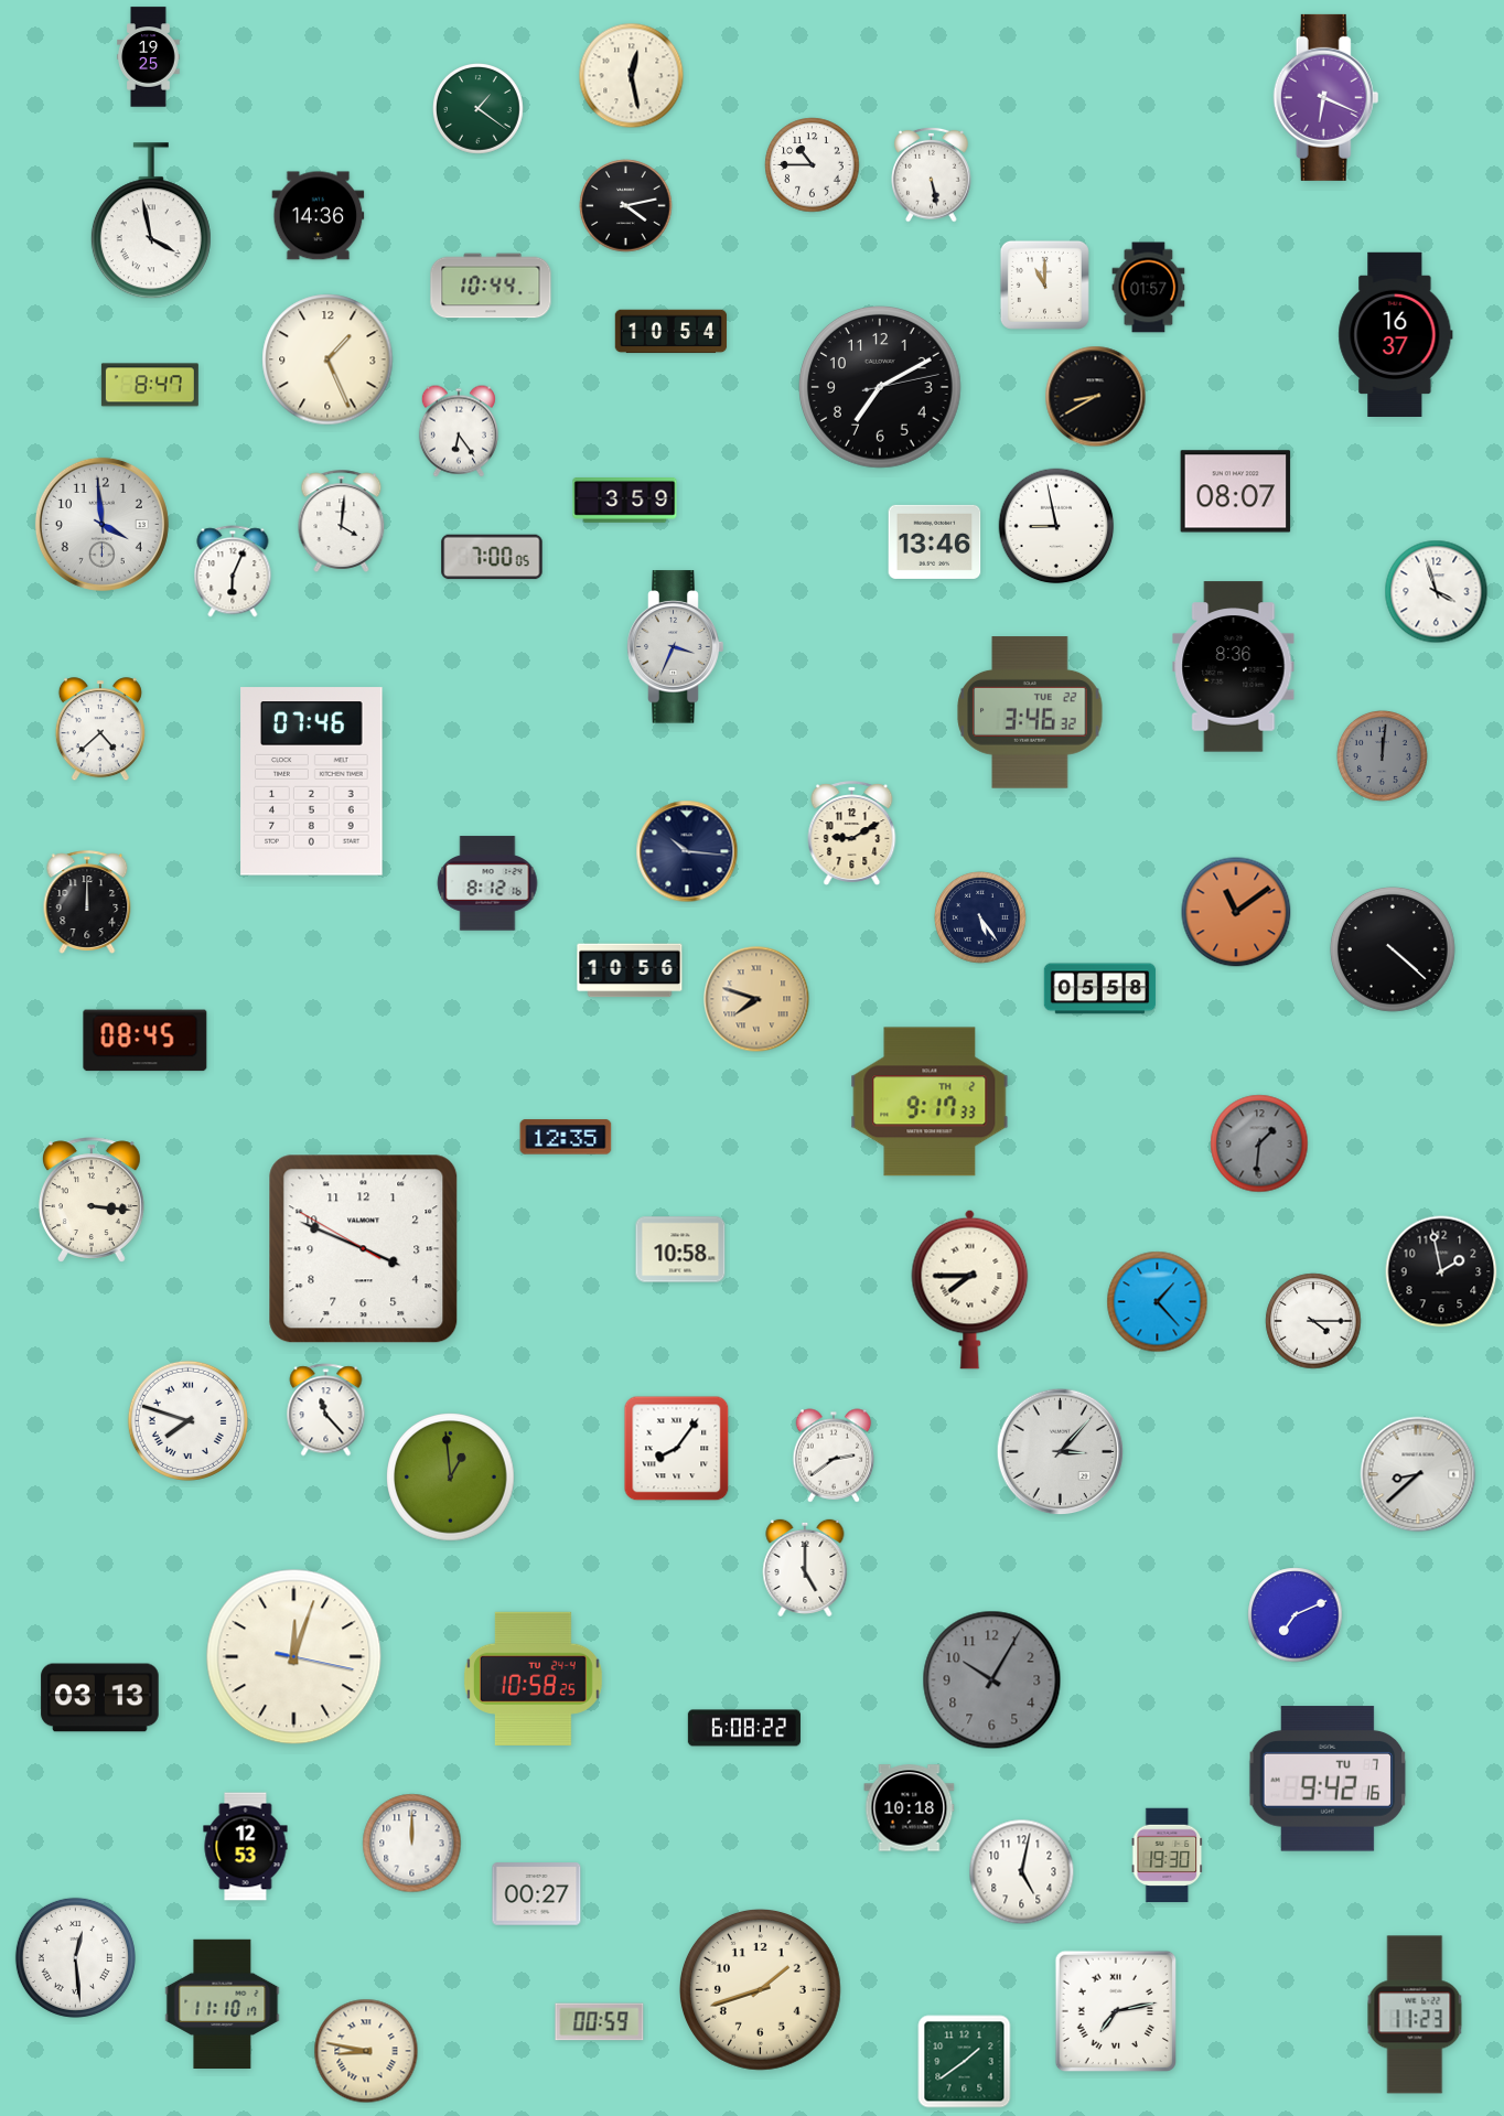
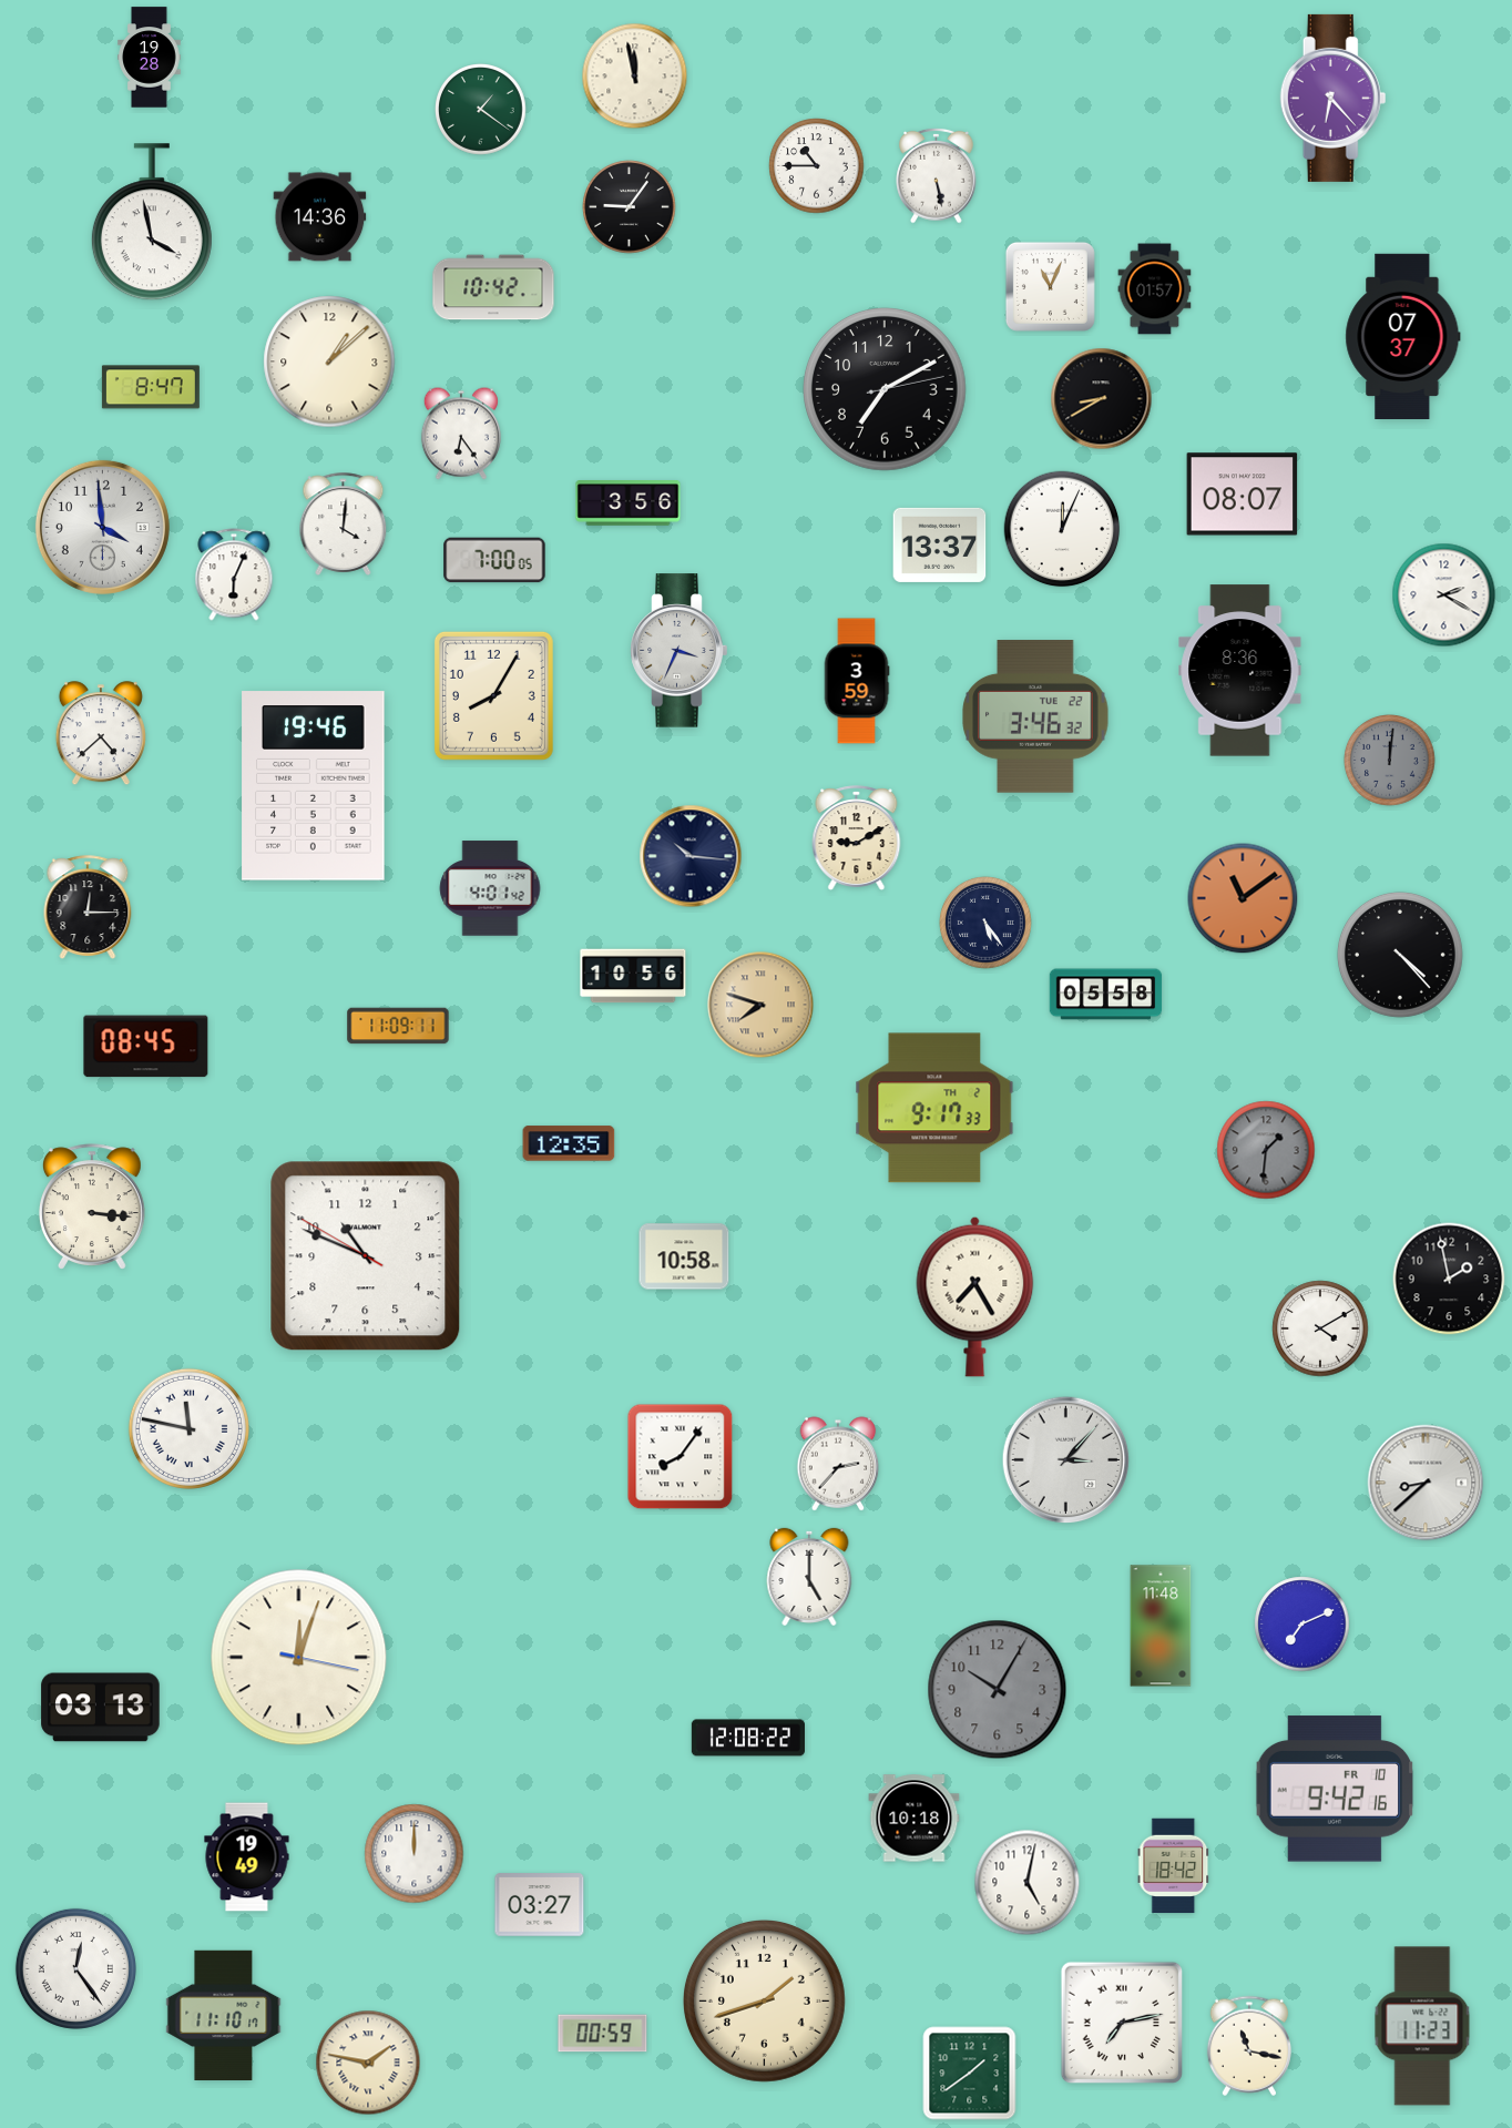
clock at (149, 57): 19:25 -> 19:28
clock at (632, 76): 12:28 -> 11:58
clock at (1326, 97): 6:19 -> 6:23
clock at (626, 206): 4:13 -> 9:06
clock at (1044, 284): 11:00 -> 11:04
clock at (491, 286): 10:44 -> 10:42
clock at (672, 332): 10:54 -> none
clock at (1396, 334): 16:37 -> 07:37
clock at (327, 359): 1:26 -> 1:08
clock at (625, 501): 3:59 -> 3:56
clock at (1056, 526): 8:58 -> 12:04
clock at (935, 541): 13:46 -> 13:37
clock at (1437, 592): 3:57 -> 2:20
clock at (857, 681): none -> 3:59
clock at (493, 695): none -> 8:05
clock at (312, 782): 07:46 -> 19:46
clock at (487, 883): 8:12 -> 4:01
clock at (87, 902): 12:00 -> 12:15
clock at (1236, 912) position: (1236, 912) -> (1243, 898)
clock at (1393, 949): 4:22 -> 4:23
clock at (398, 1026): none -> 11:09
clock at (364, 1249): 3:48 -> 10:48
clock at (970, 1289): 7:45 -> 7:25
clock at (1158, 1302): 1:23 -> none
clock at (1313, 1321): 4:15 -> 4:10
clock at (326, 1410): 11:23 -> none
clock at (187, 1420): 7:48 -> 11:47
clock at (834, 1456): 2:39 -> 2:37
clock at (451, 1478): 12:59 -> none
clock at (1161, 1626): none -> 11:48
clock at (294, 1657) position: (294, 1657) -> (299, 1658)
clock at (533, 1678): 10:58 -> none
clock at (744, 1728): 6:08 -> 12:08
clock at (1328, 1779) date: TU 7 -> FR 10
clock at (246, 1847): 12:53 -> 19:49
clock at (1168, 1856): 19:30 -> 18:42
clock at (537, 1894): 00:27 -> 03:27
clock at (75, 1957): 12:29 -> 12:24
clock at (1249, 2046): none -> 11:17
clock at (366, 2051): 8:47 -> 1:47
